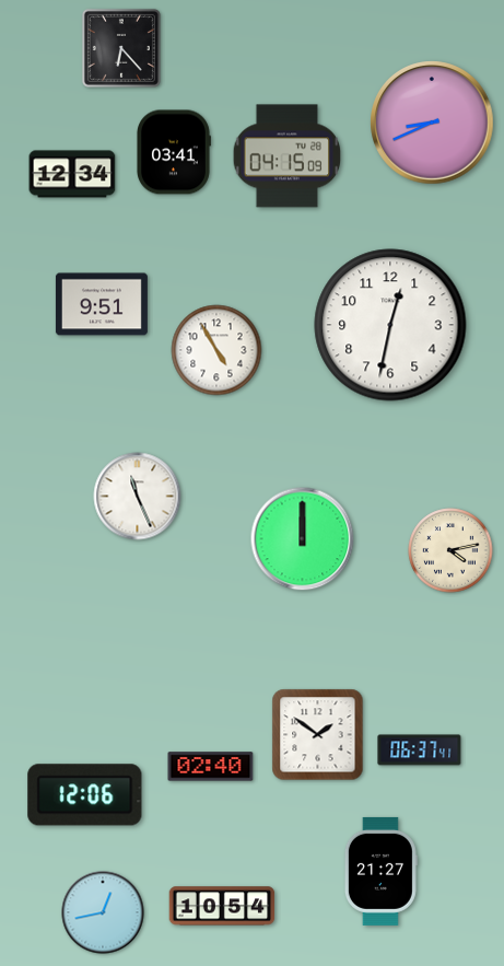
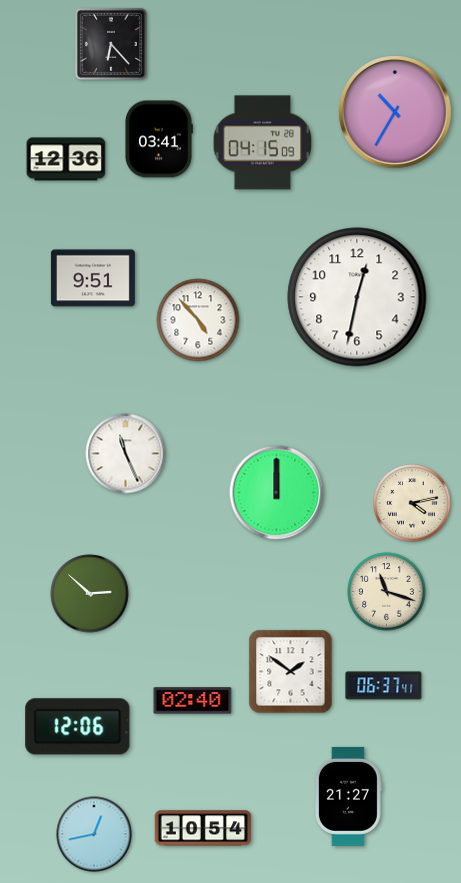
clock at (432, 123): 8:41 -> 10:35
clock at (72, 174): 12:34 -> 12:36
clock at (216, 350): 4:55 -> 4:53
clock at (387, 592): none -> 11:18
clock at (90, 594): none -> 2:52
